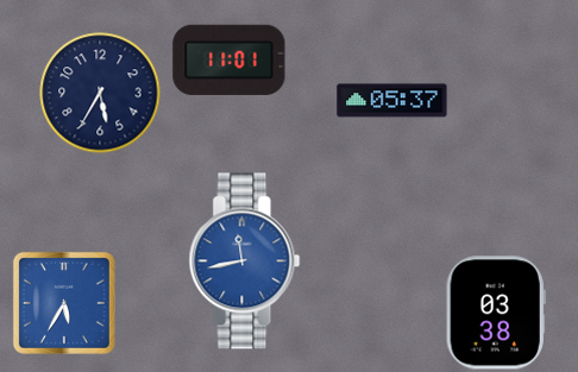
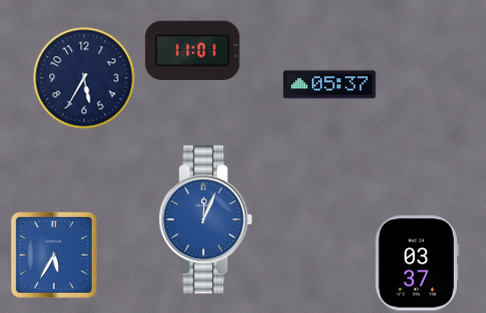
clock at (245, 261): 11:43 -> 12:04
clock at (496, 313): 03:38 -> 03:37
